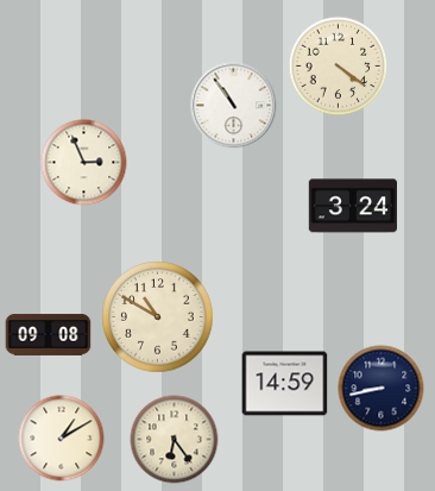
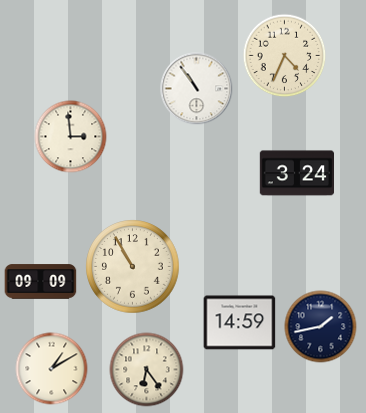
clock at (339, 67): 4:21 -> 4:34
clock at (84, 163): 2:56 -> 2:59
clock at (158, 317): 10:50 -> 10:55
clock at (49, 335): 09:08 -> 09:09
clock at (382, 389): 8:43 -> 1:43
